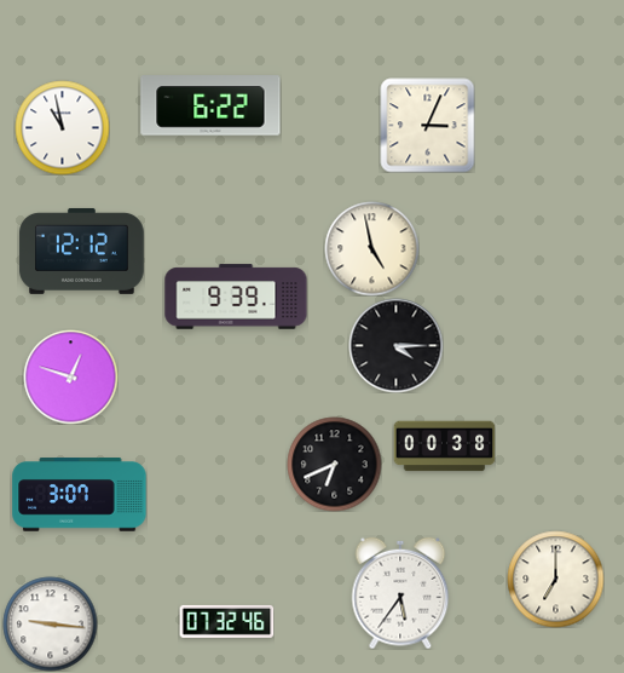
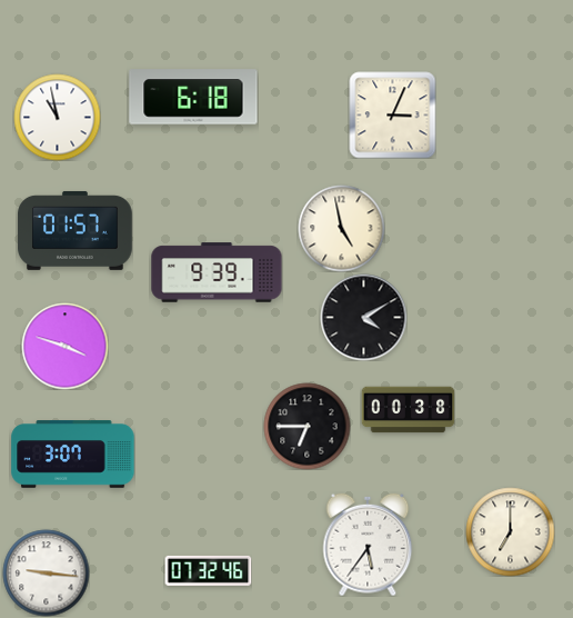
clock at (210, 105): 6:22 -> 6:18
clock at (82, 251): 12:12 -> 01:57
clock at (395, 345): 4:15 -> 4:10
clock at (70, 376): 12:48 -> 3:48
clock at (334, 464): 6:41 -> 6:45
